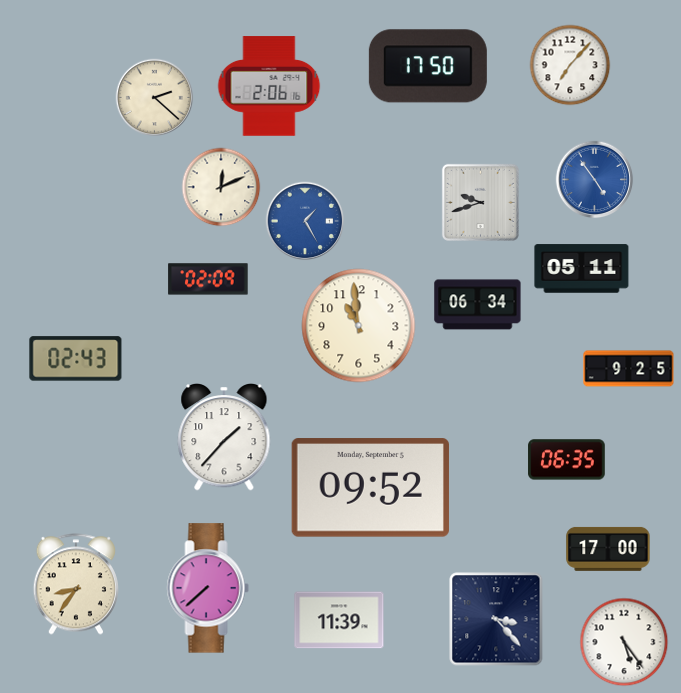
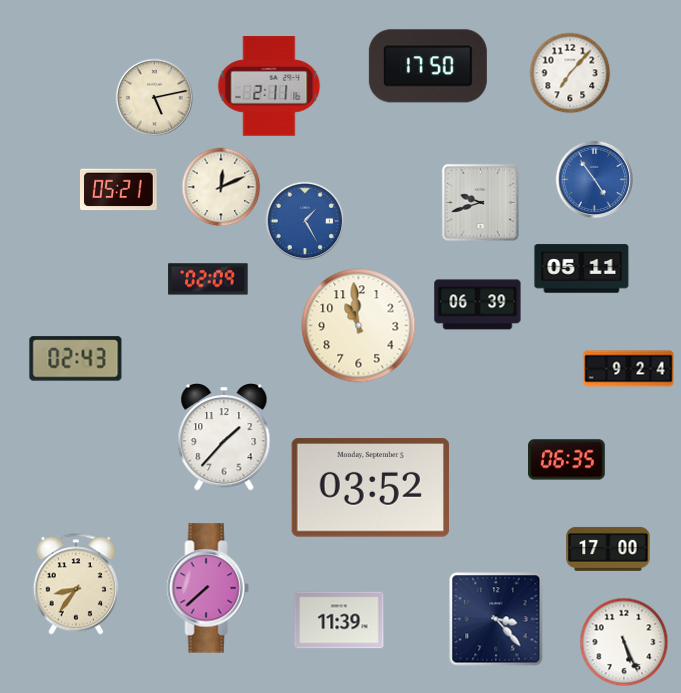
clock at (570, 65) position: (570, 65) -> (570, 73)
clock at (269, 86): 2:06 -> 2:11
clock at (154, 97): 2:22 -> 5:13
clock at (119, 190): none -> 05:21
clock at (478, 305): 06:34 -> 06:39
clock at (629, 369): 9:25 -> 9:24
clock at (370, 488): 09:52 -> 03:52
clock at (624, 642): 5:24 -> 5:26
